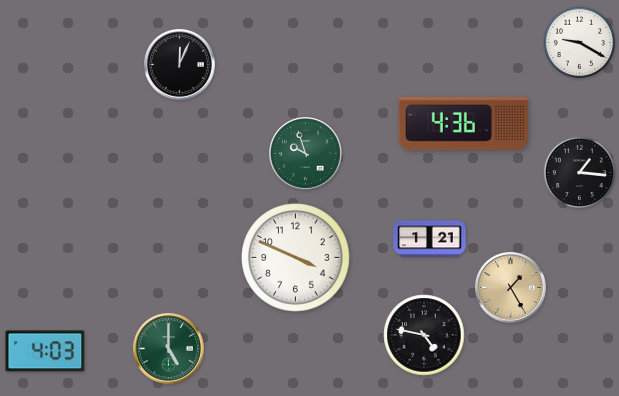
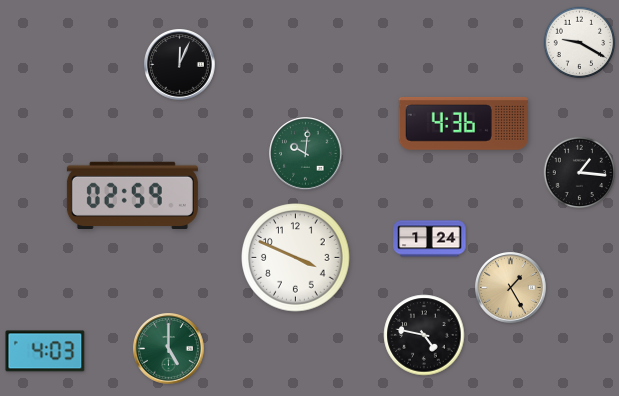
clock at (306, 154): 9:57 -> 10:01
clock at (132, 195): none -> 02:59
clock at (430, 239): 1:21 -> 1:24
